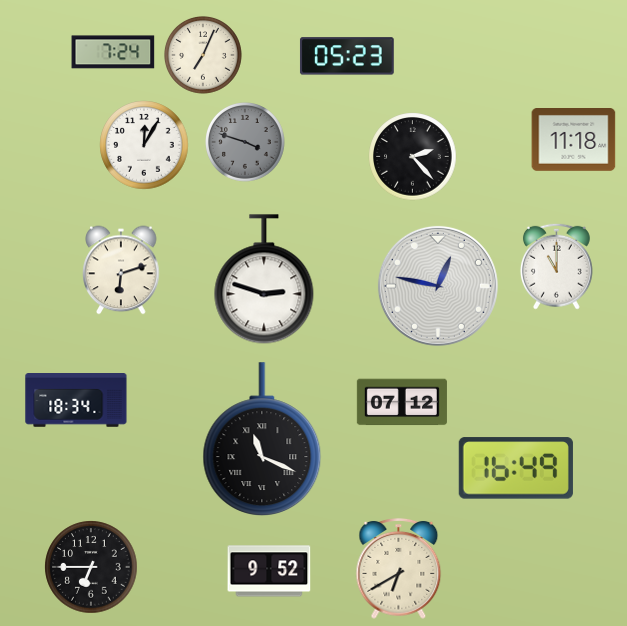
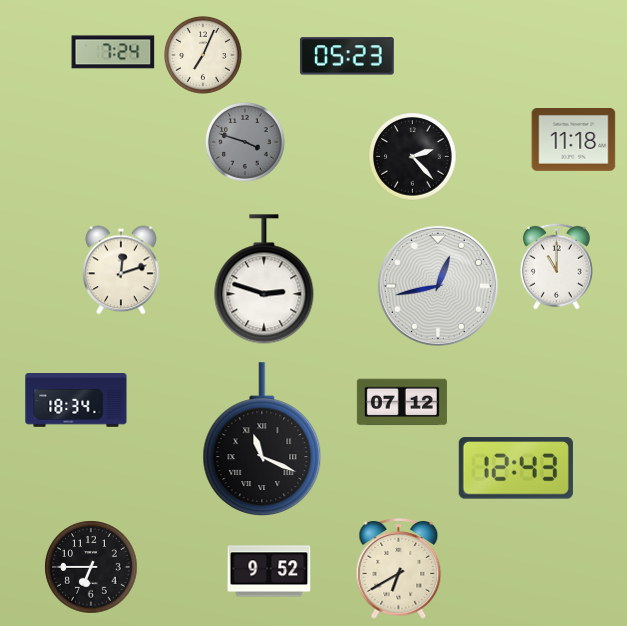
clock at (144, 145): 12:05 -> none
clock at (121, 270): 6:12 -> 12:12
clock at (438, 286): 12:47 -> 12:43
clock at (516, 468): 16:49 -> 12:43
